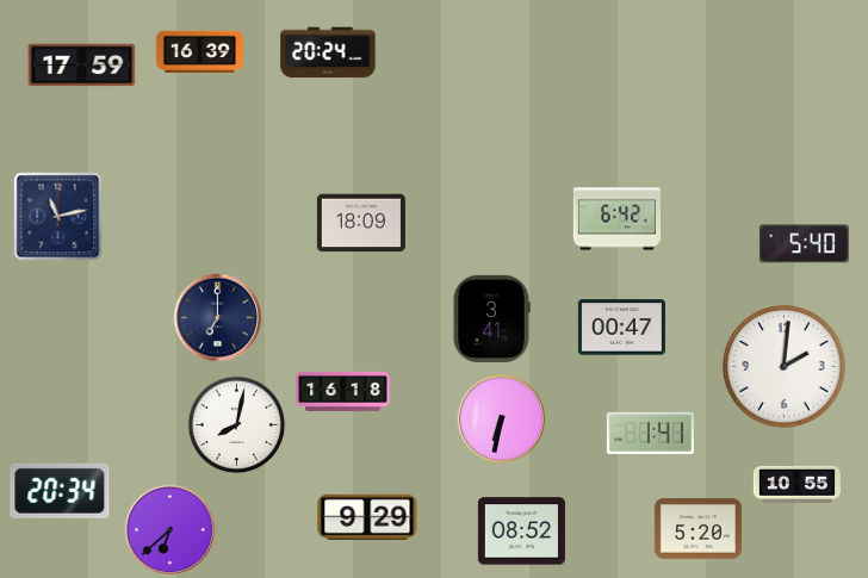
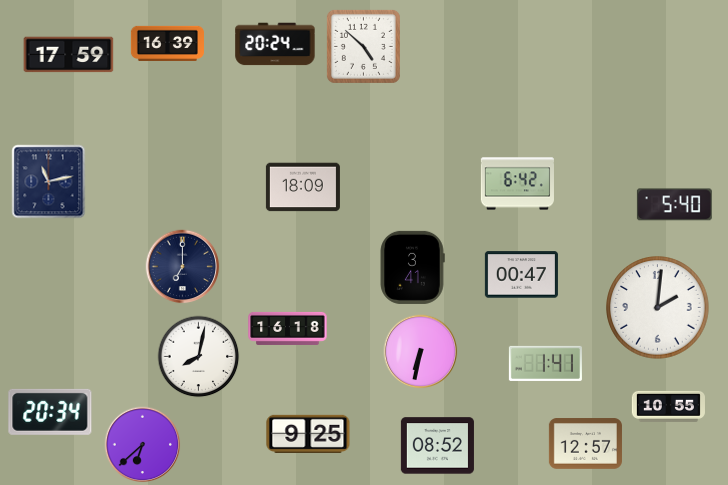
clock at (363, 46): none -> 4:52
clock at (367, 517): 9:29 -> 9:25
clock at (697, 529): 5:20 -> 12:57
